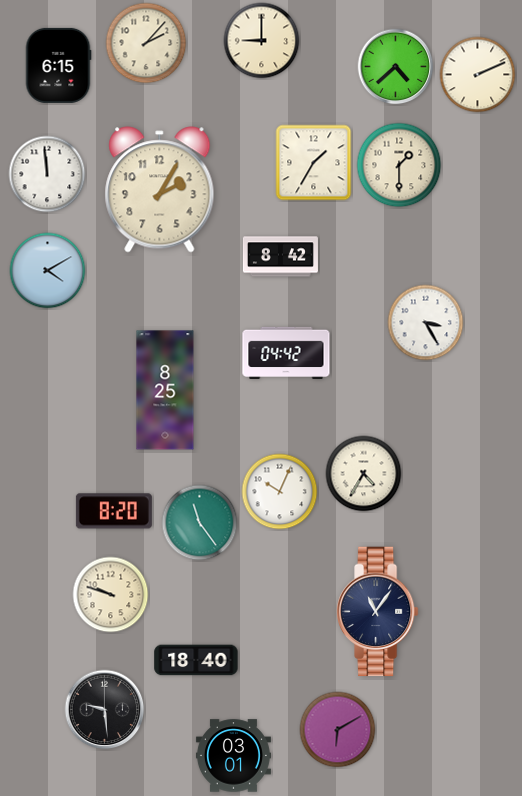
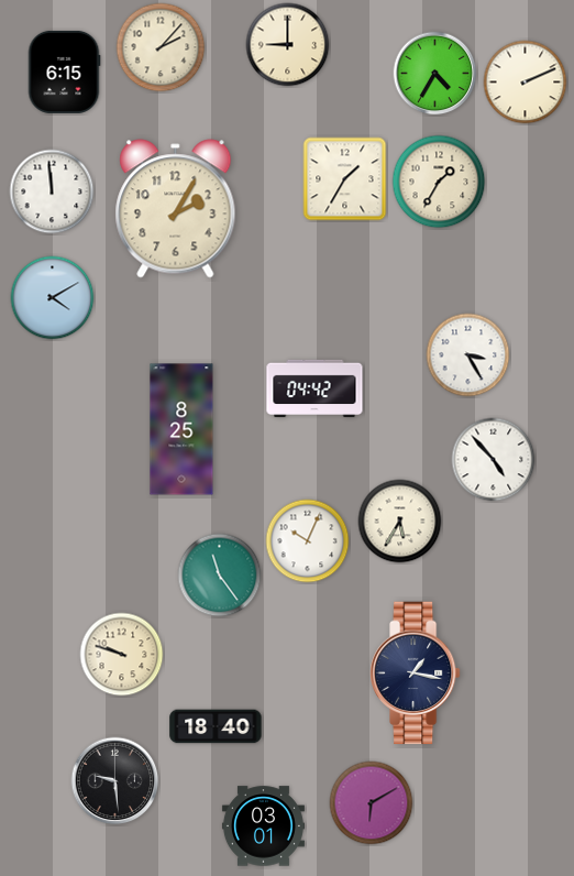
clock at (396, 67): 4:38 -> 4:35
clock at (399, 165): 1:30 -> 1:35
clock at (280, 257): 8:42 -> none
clock at (494, 460): none -> 4:53
clock at (364, 474): 4:35 -> 5:35
clock at (114, 511): 8:20 -> none
clock at (378, 612): 11:06 -> 1:17
clock at (233, 756) position: (233, 756) -> (263, 826)
